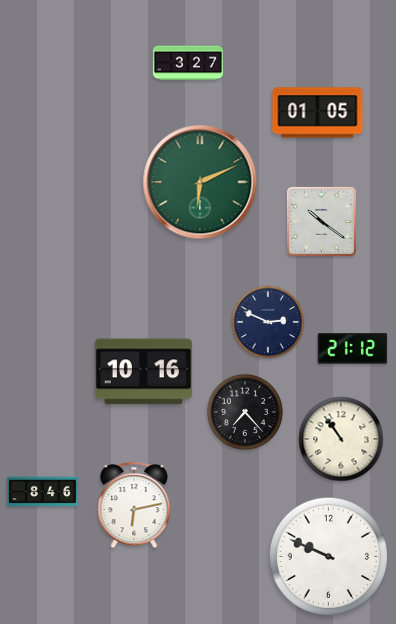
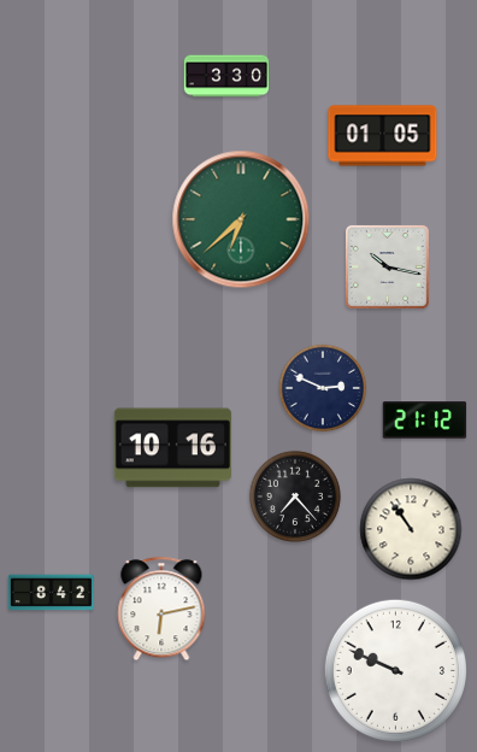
clock at (187, 63): 3:27 -> 3:30
clock at (200, 182): 6:11 -> 6:38
clock at (321, 221): 10:21 -> 10:17
clock at (42, 492): 8:46 -> 8:42
